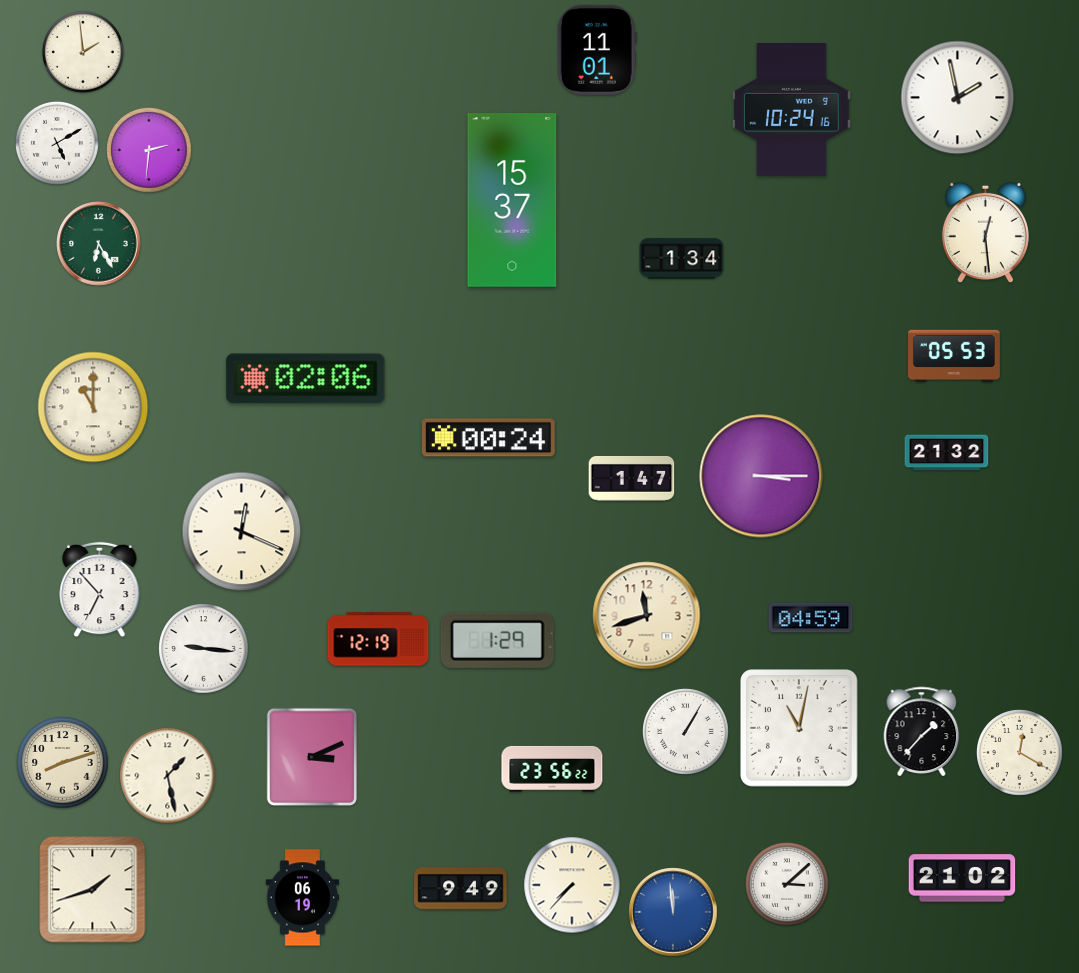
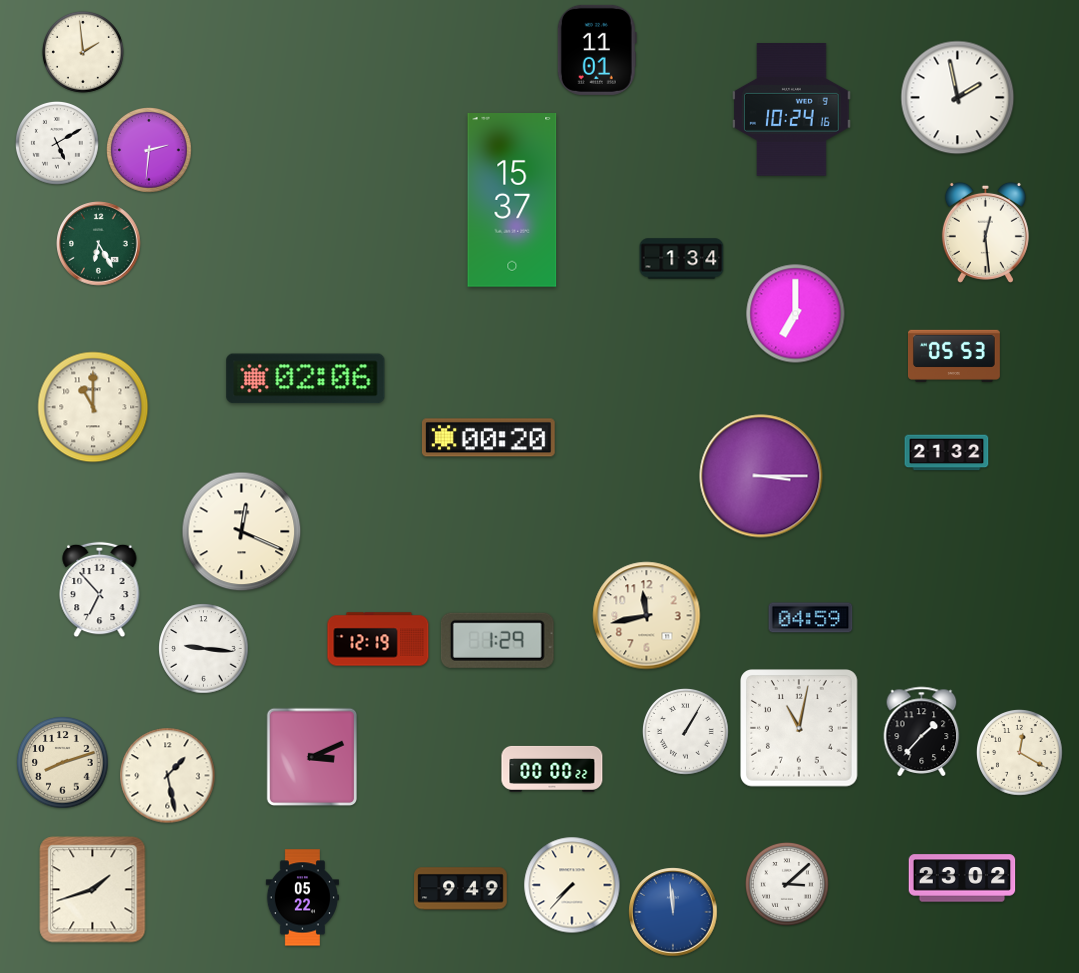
clock at (796, 314): none -> 7:00
clock at (488, 438): 00:24 -> 00:20
clock at (632, 478): 1:47 -> none
clock at (647, 616): 11:42 -> 11:43
clock at (552, 769): 23:56 -> 00:00
clock at (962, 878): 21:02 -> 23:02
clock at (302, 898): 06:19 -> 05:22
